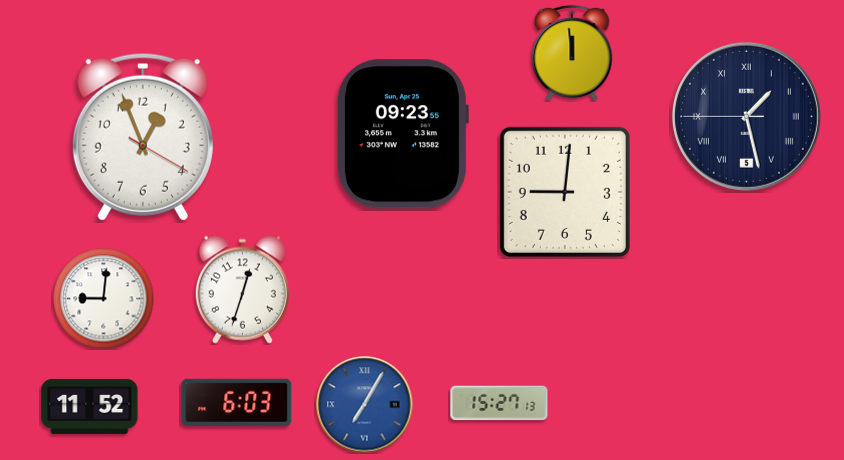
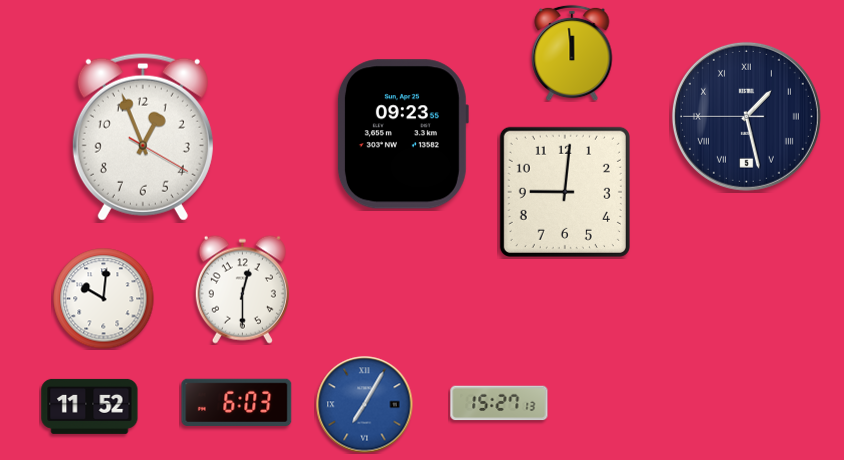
clock at (242, 289): 12:33 -> 12:30
clock at (104, 299): 9:01 -> 10:01
